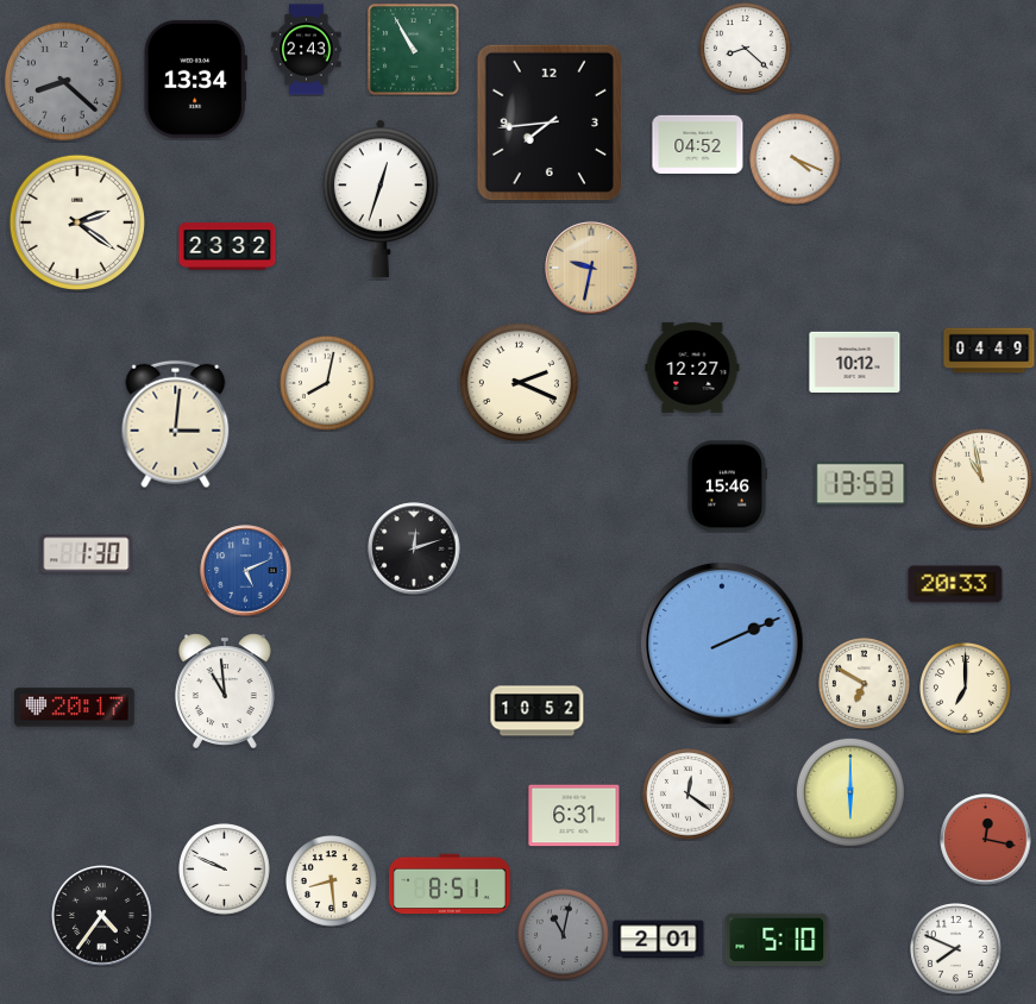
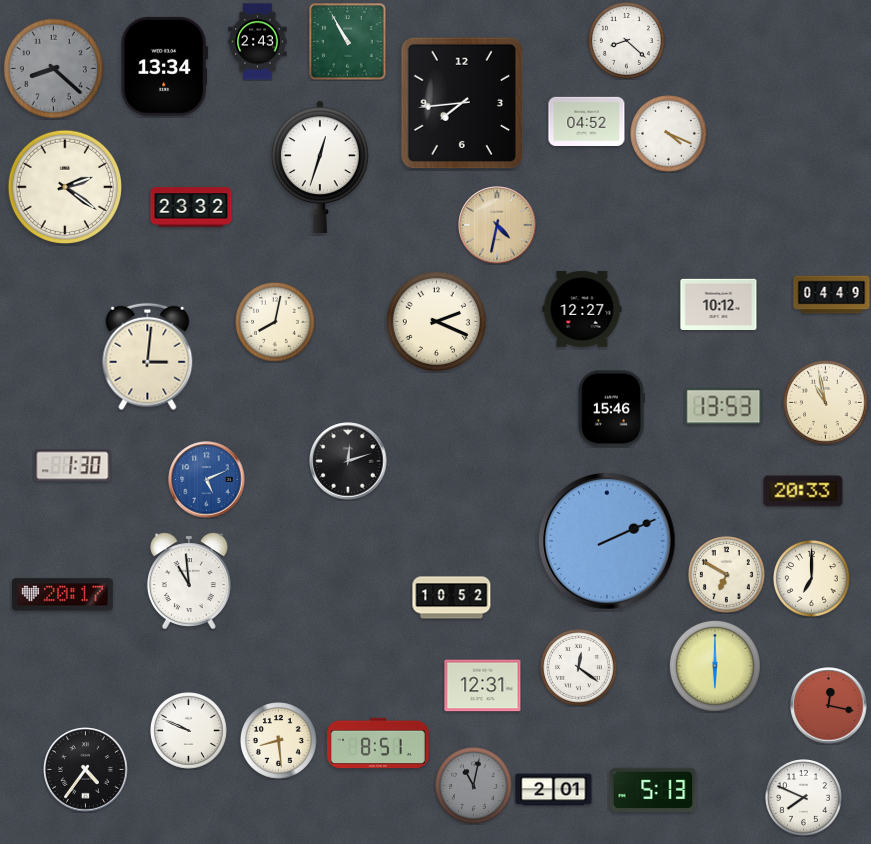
clock at (591, 268): 9:32 -> 4:32
clock at (574, 816): 6:31 -> 12:31
clock at (777, 939): 5:10 -> 5:13
